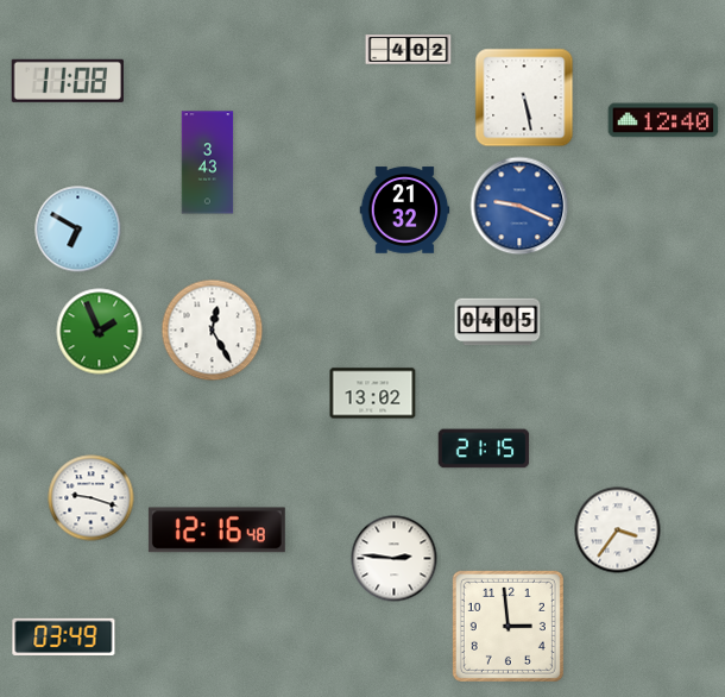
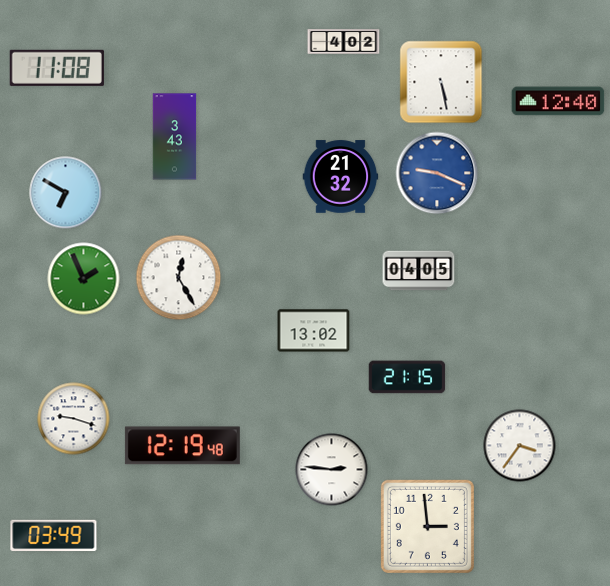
clock at (92, 498) position: (92, 498) -> (74, 419)
clock at (216, 530): 12:16 -> 12:19
